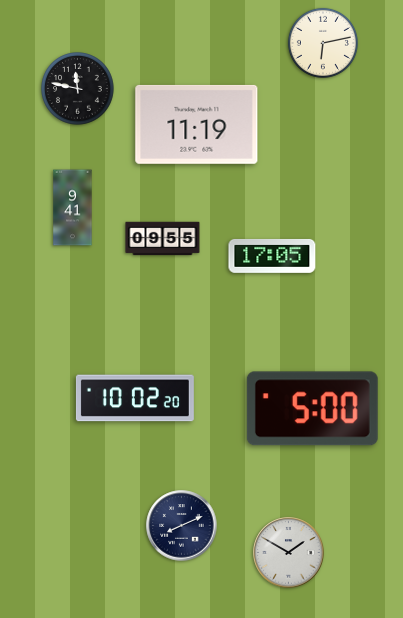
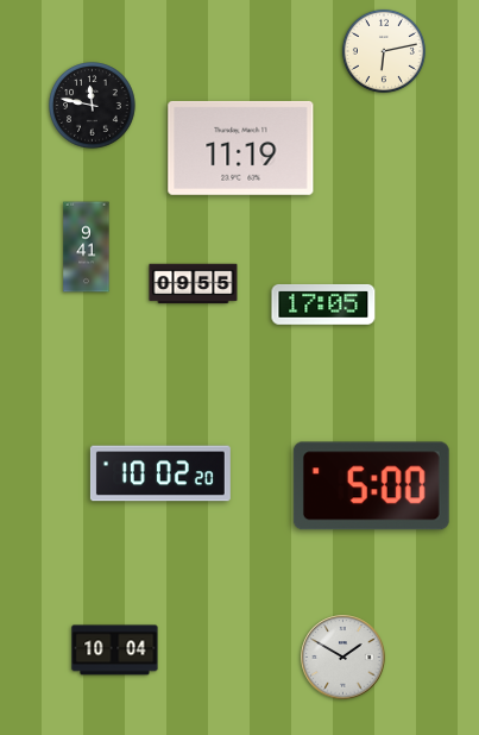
clock at (197, 124) position: (197, 124) -> (241, 147)
clock at (182, 526): 8:11 -> none
clock at (115, 651): none -> 10:04
